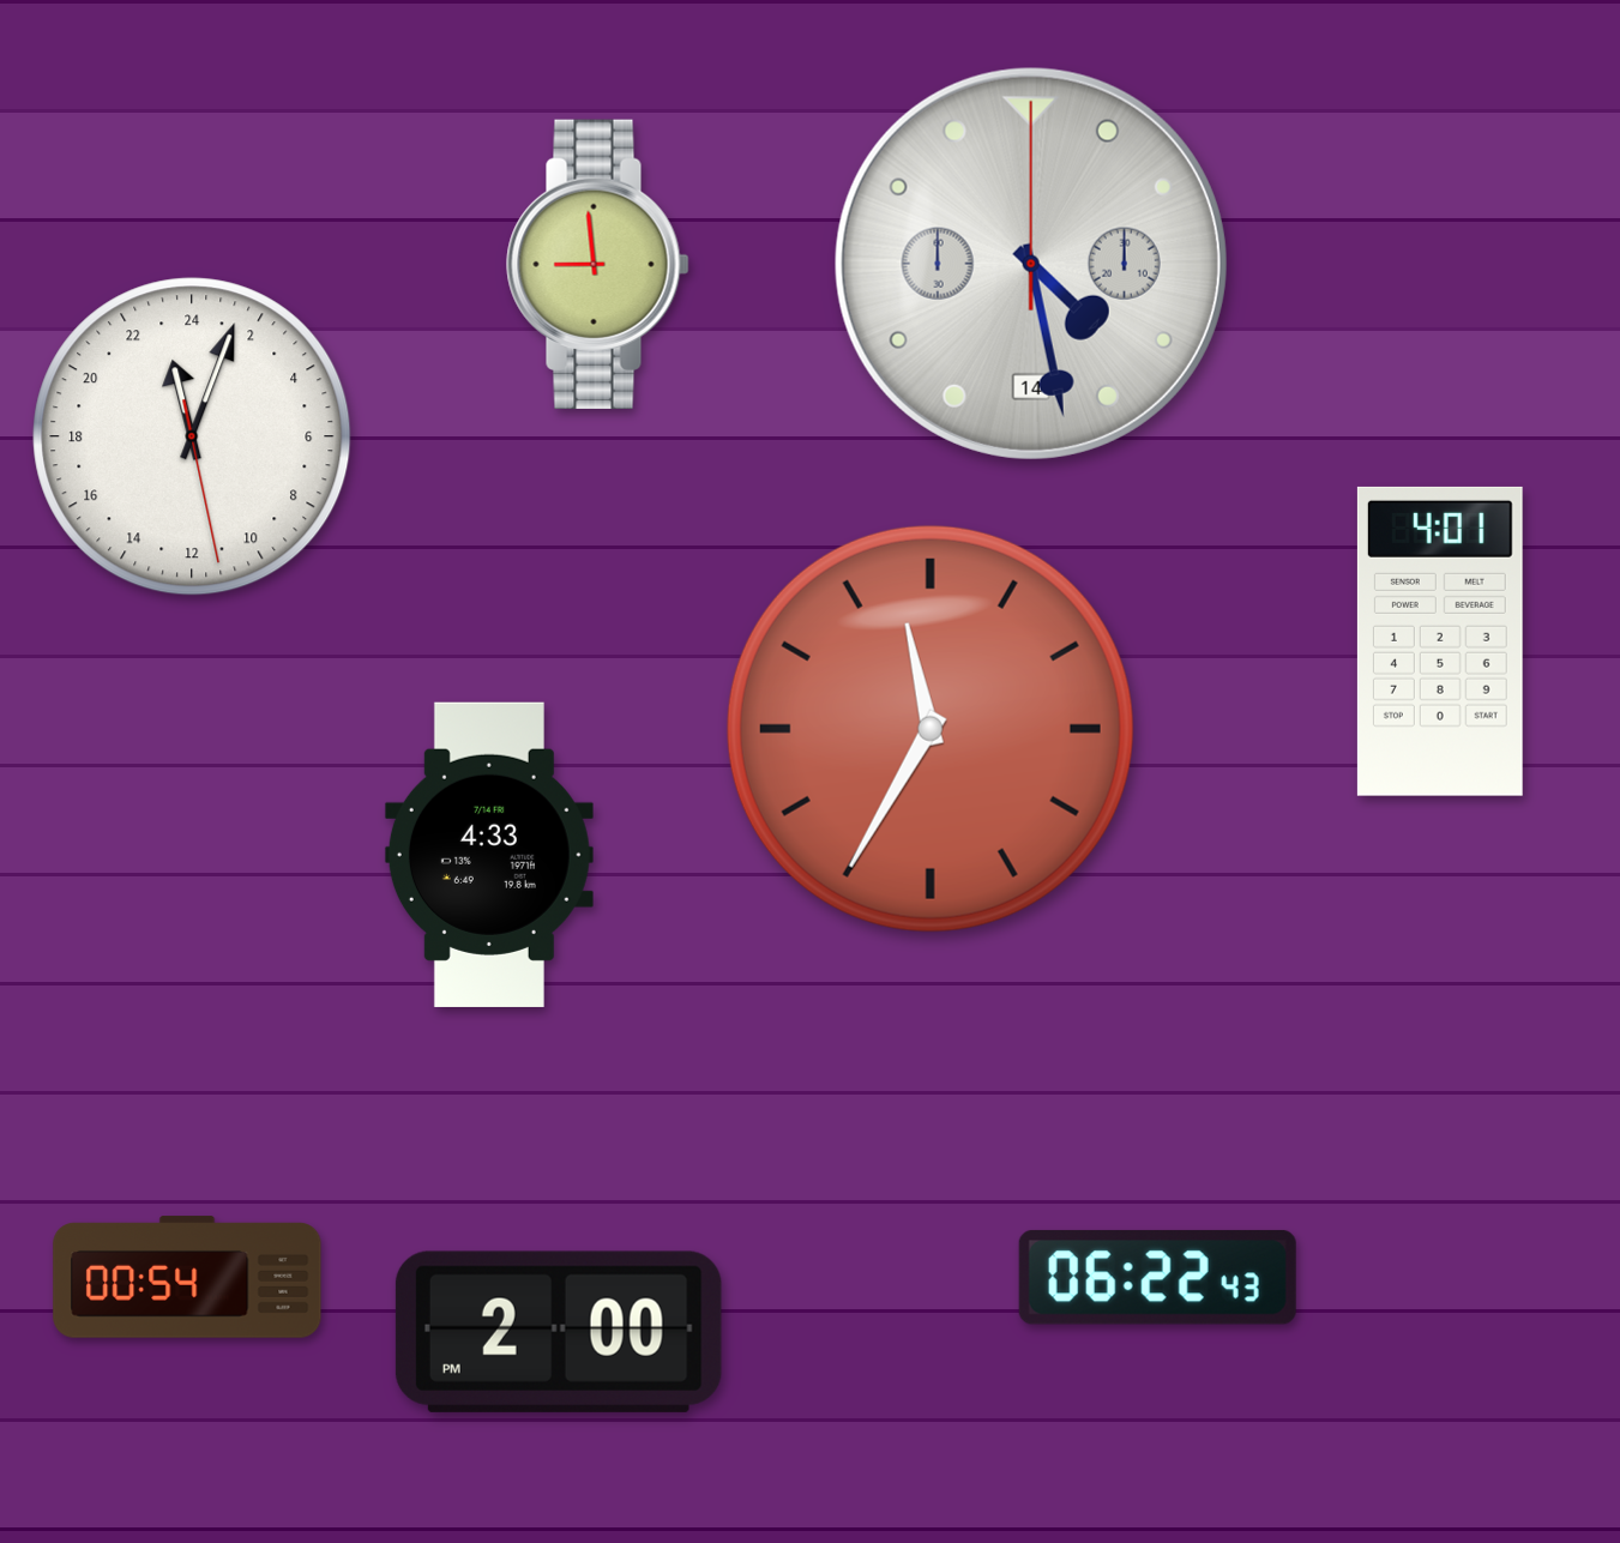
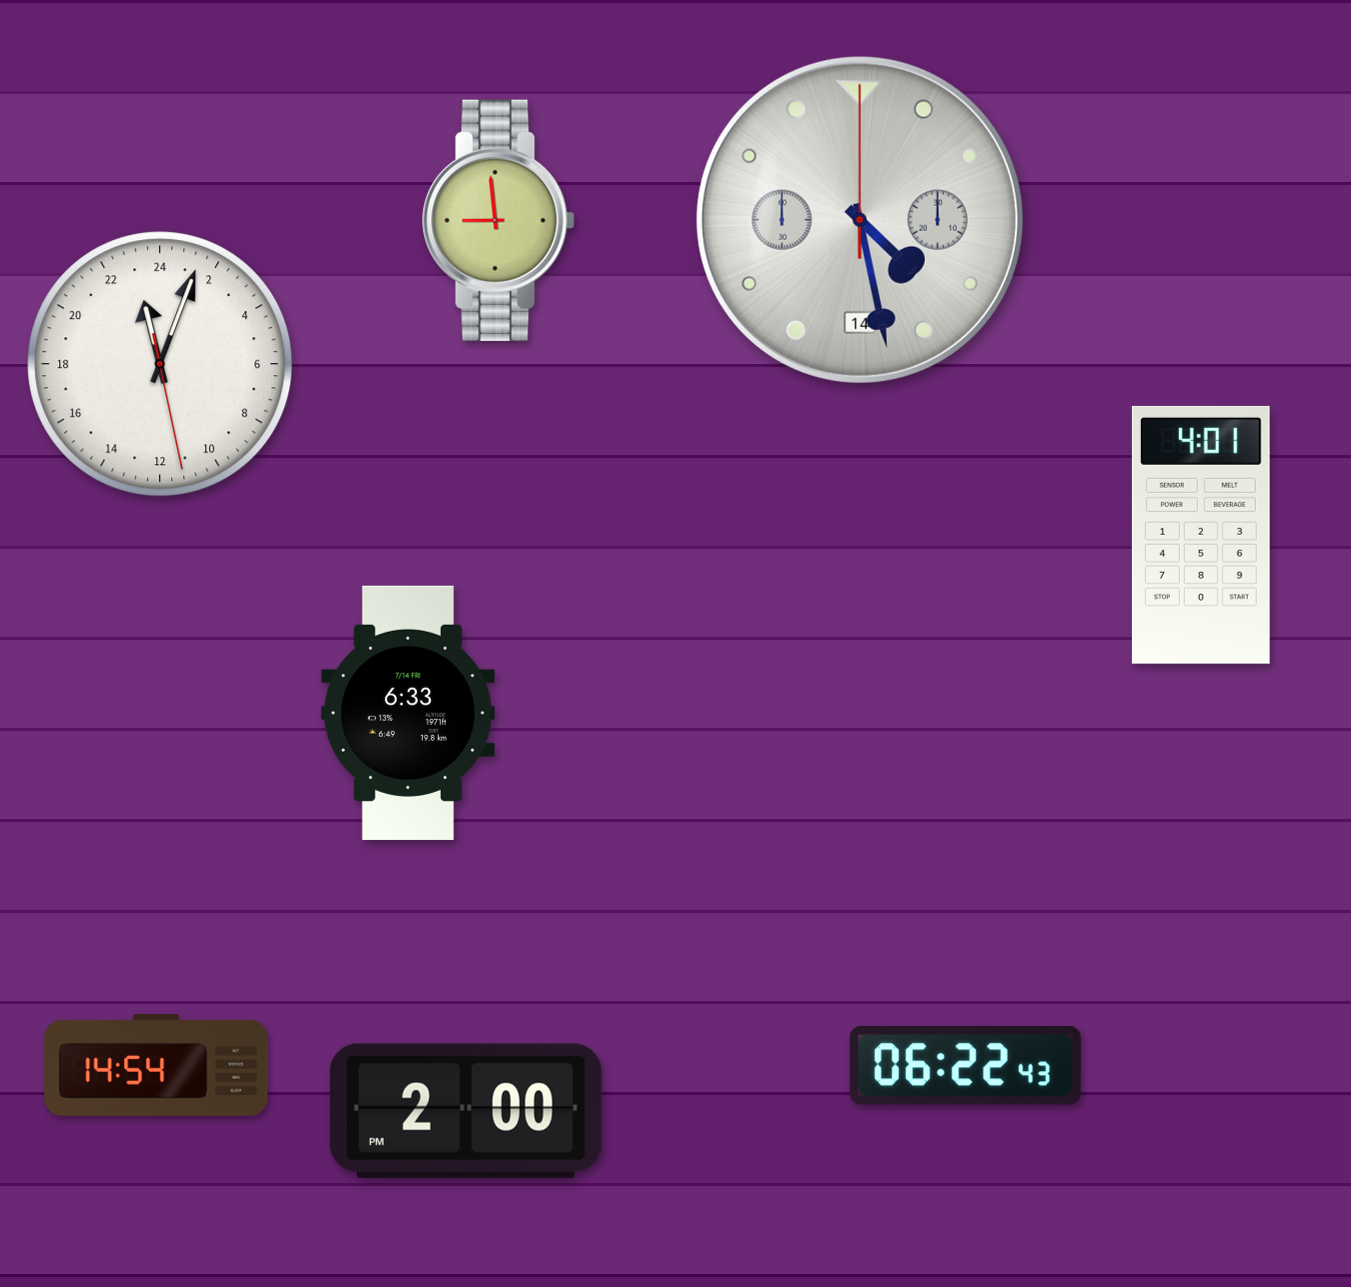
clock at (931, 729): 11:35 -> none
clock at (489, 855): 4:33 -> 6:33
clock at (187, 1277): 00:54 -> 14:54
